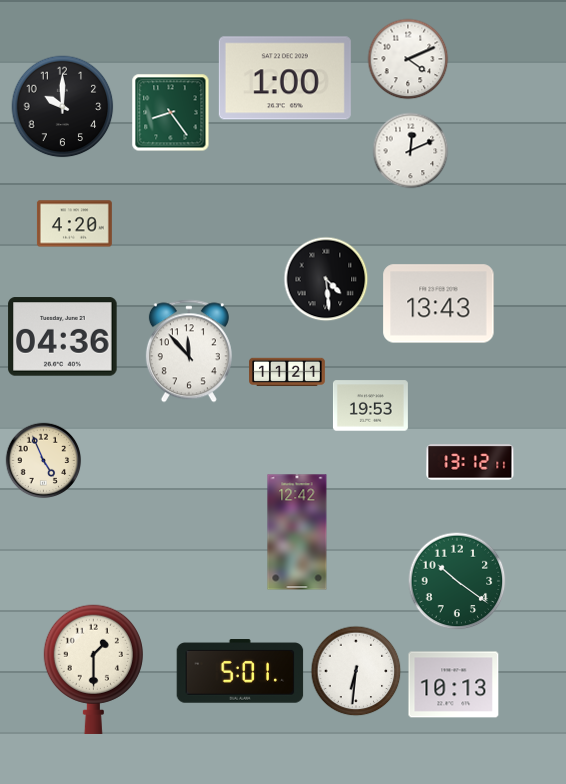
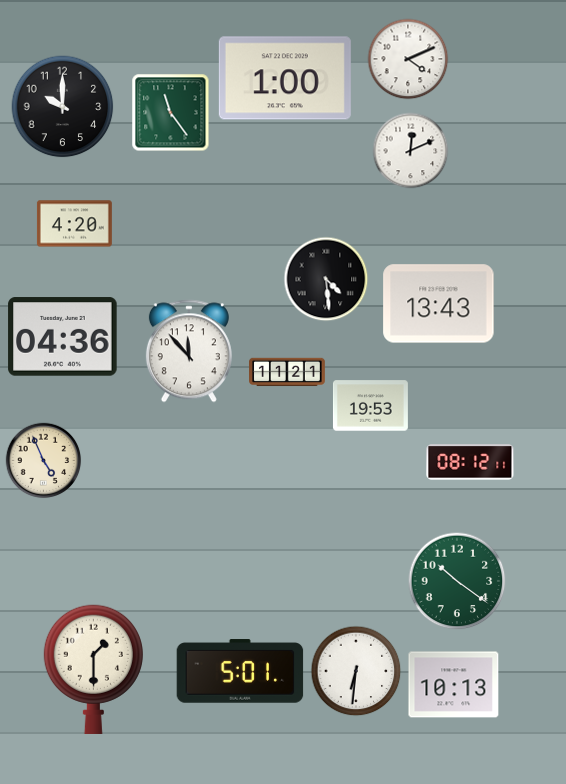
clock at (171, 113): 8:24 -> 11:24
clock at (470, 462): 13:12 -> 08:12
clock at (297, 532): 12:42 -> none
